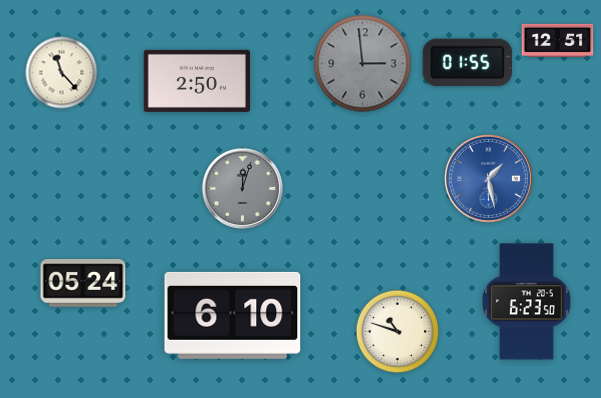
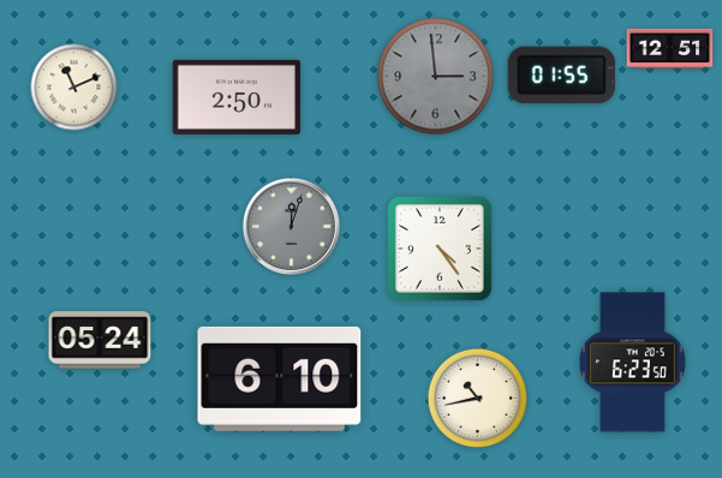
clock at (62, 73): 11:23 -> 11:11
clock at (488, 178): 1:28 -> none
clock at (441, 250): none -> 4:24
clock at (398, 332): 10:48 -> 10:43
